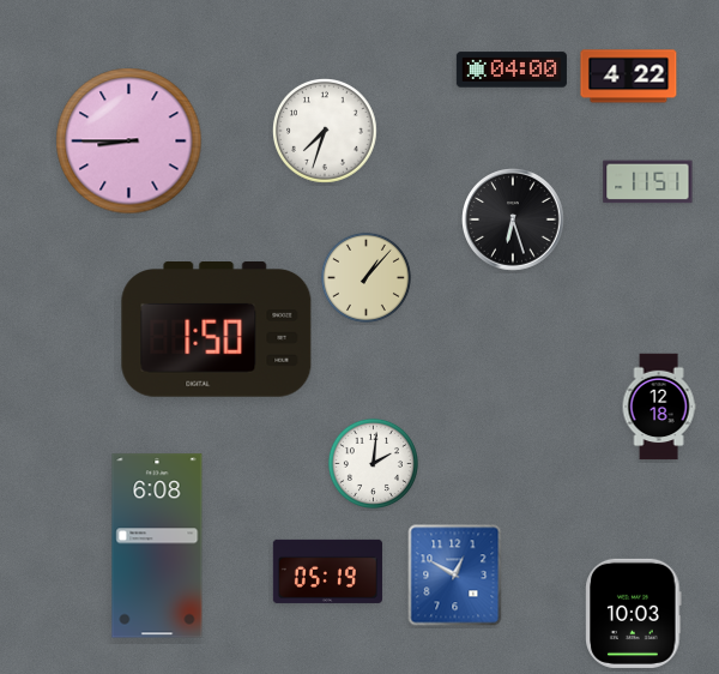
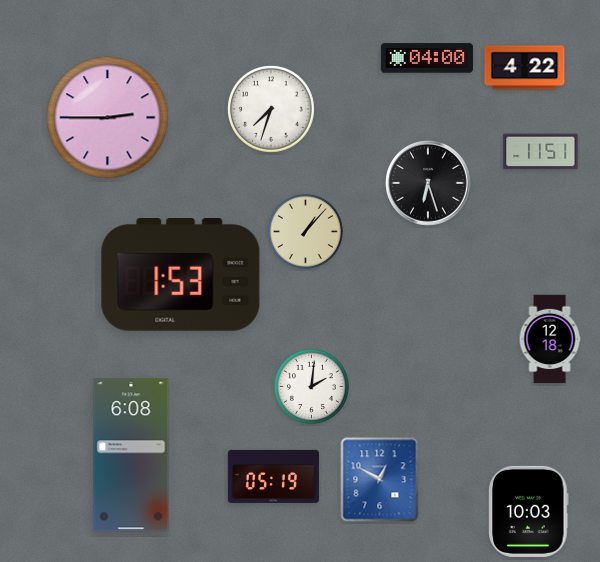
clock at (629, 77) position: (629, 77) -> (525, 68)
clock at (129, 142): 8:45 -> 2:45
clock at (217, 330): 1:50 -> 1:53
